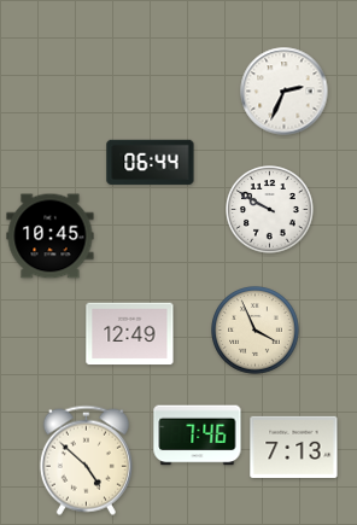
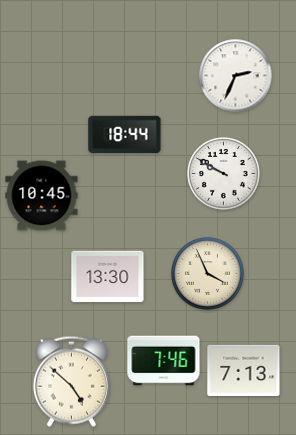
clock at (151, 162): 06:44 -> 18:44
clock at (256, 331) position: (256, 331) -> (208, 274)
clock at (130, 334): 12:49 -> 13:30
